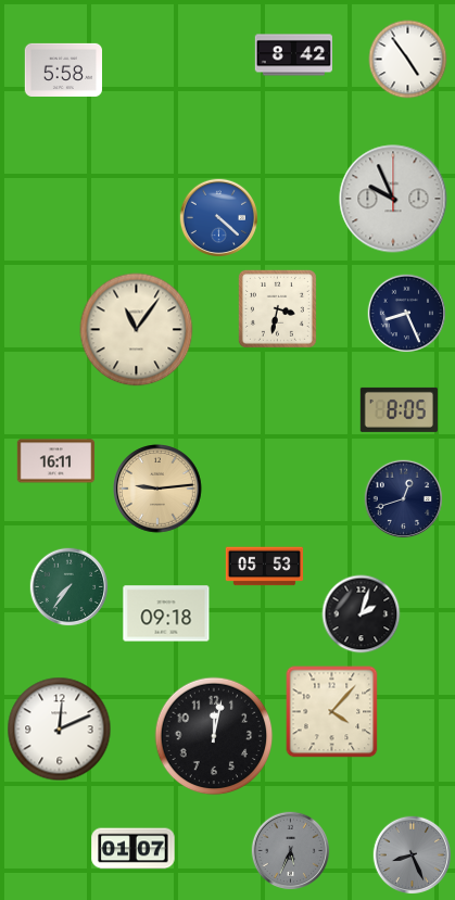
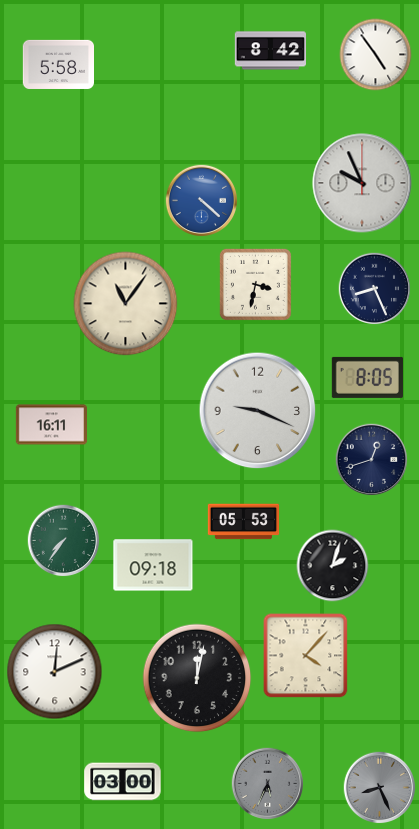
clock at (258, 411): none -> 9:19
clock at (159, 490): 9:14 -> none
clock at (134, 849): 01:07 -> 03:00
